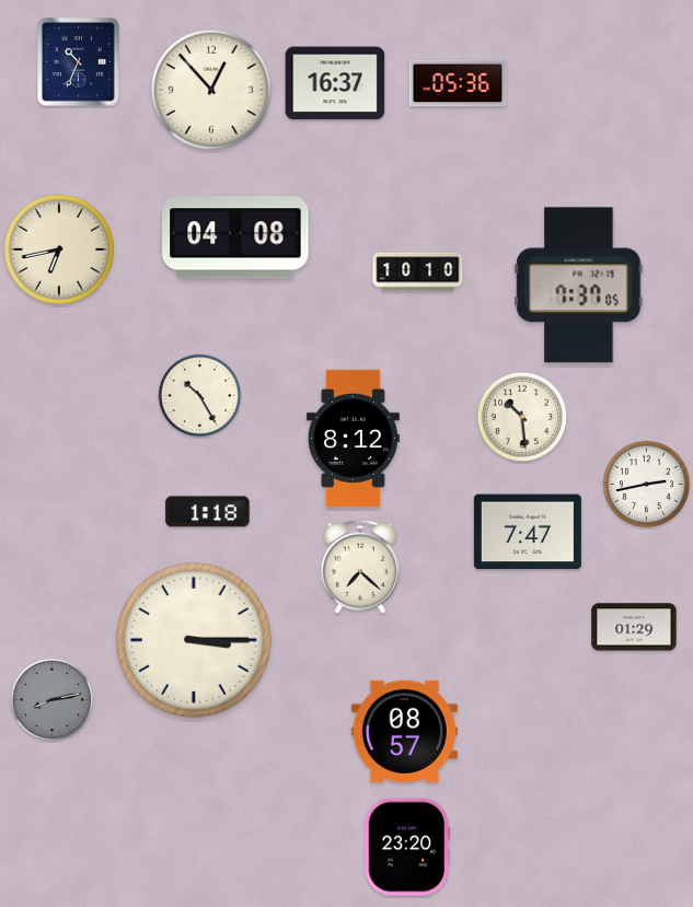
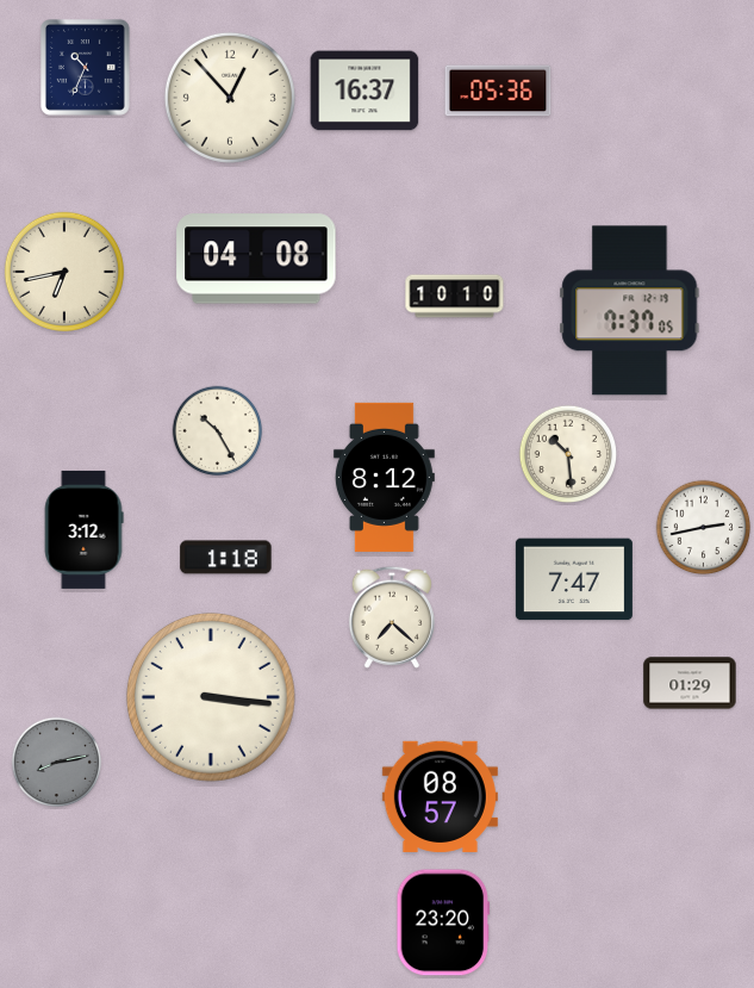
clock at (83, 529): none -> 3:12
clock at (194, 641): 3:15 -> 3:16
